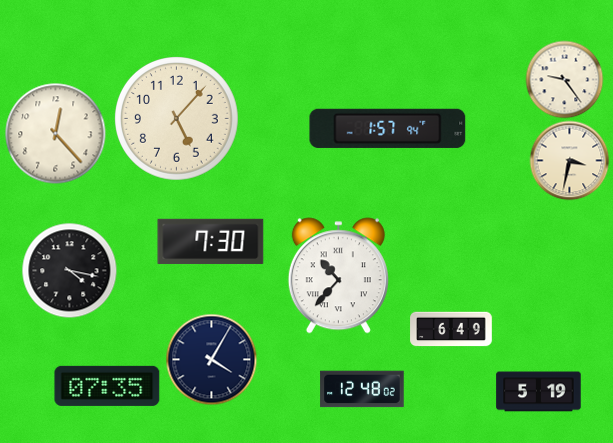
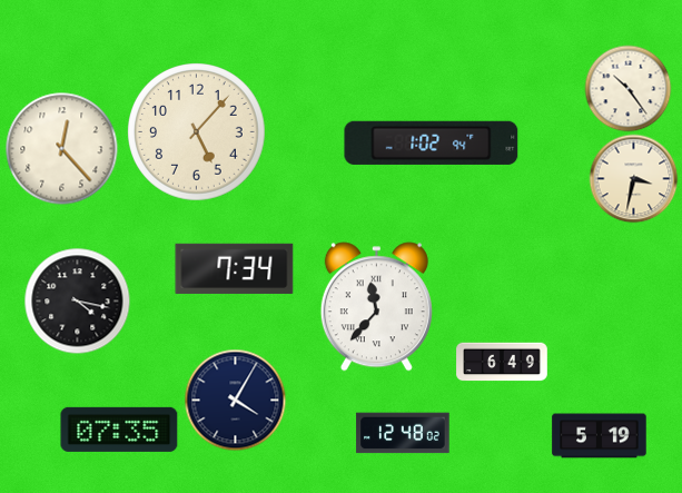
clock at (564, 79): 9:24 -> 10:24
clock at (388, 128): 1:57 -> 1:02
clock at (211, 241): 7:30 -> 7:34
clock at (338, 276): 10:37 -> 11:37
clock at (451, 329) position: (451, 329) -> (502, 362)
